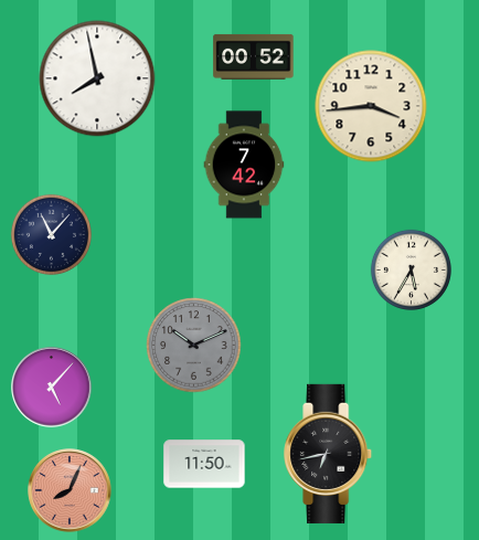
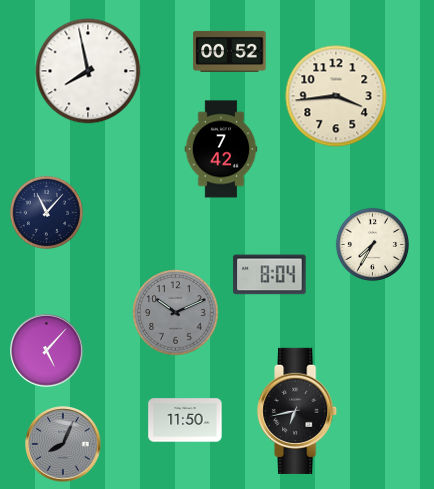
clock at (411, 269): 5:35 -> 7:35
clock at (270, 275): none -> 8:04
clock at (70, 490) dial: salmon -> grey
